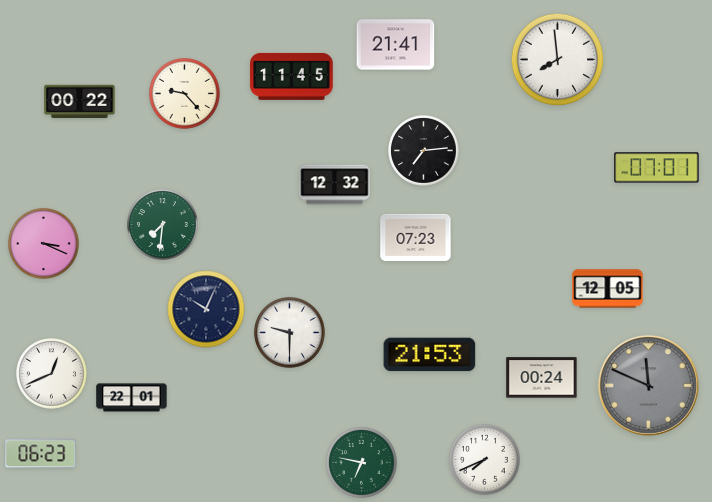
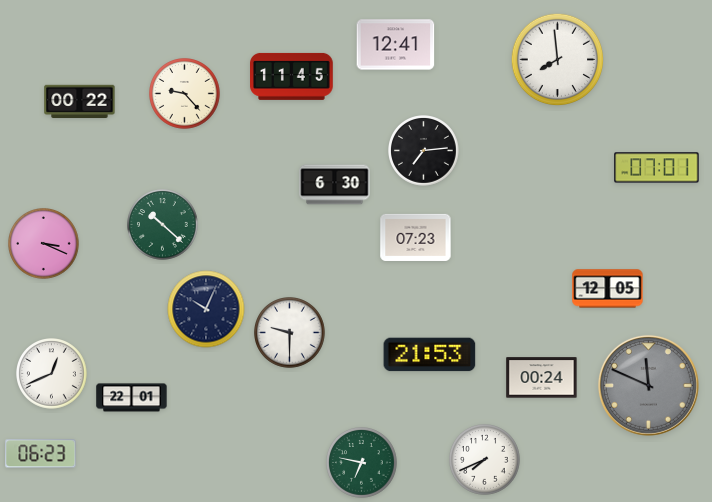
clock at (396, 45): 21:41 -> 12:41
clock at (335, 185): 12:32 -> 6:30
clock at (163, 225): 7:31 -> 10:22
